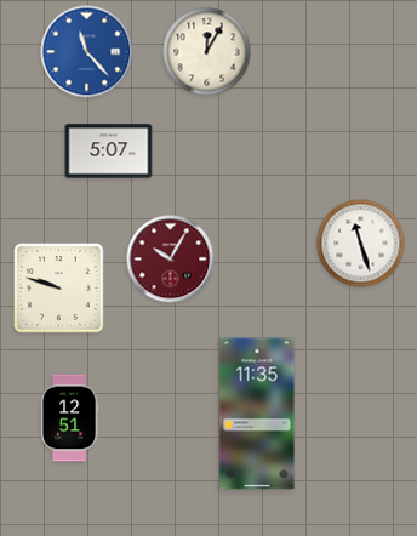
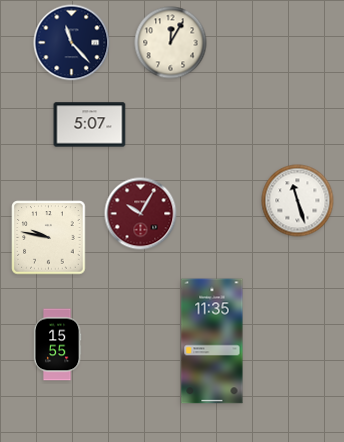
clock at (87, 52) dial: blue -> navy
clock at (59, 289): 9:48 -> 9:47
clock at (69, 418): 12:51 -> 15:55
